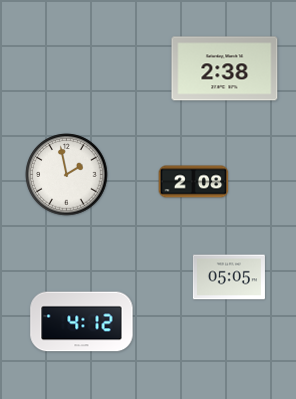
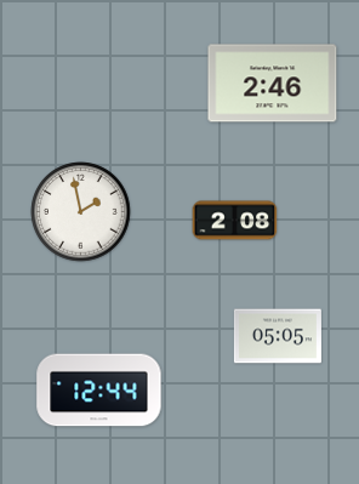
clock at (225, 69): 2:38 -> 2:46
clock at (82, 322): 4:12 -> 12:44
